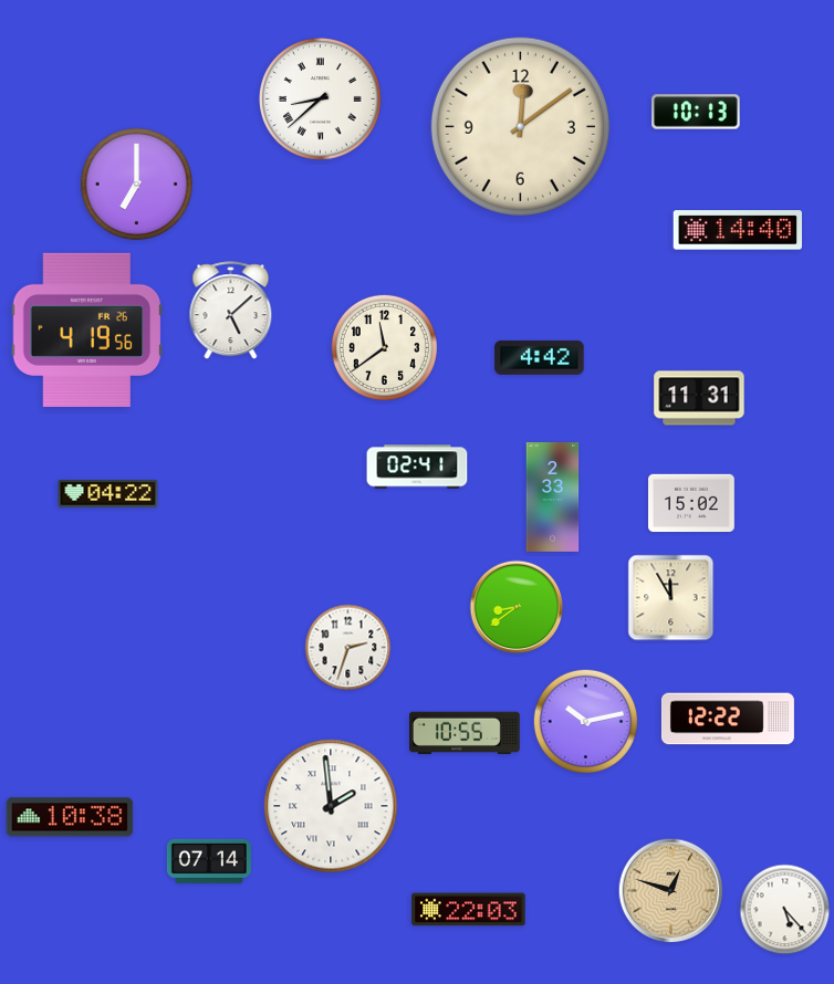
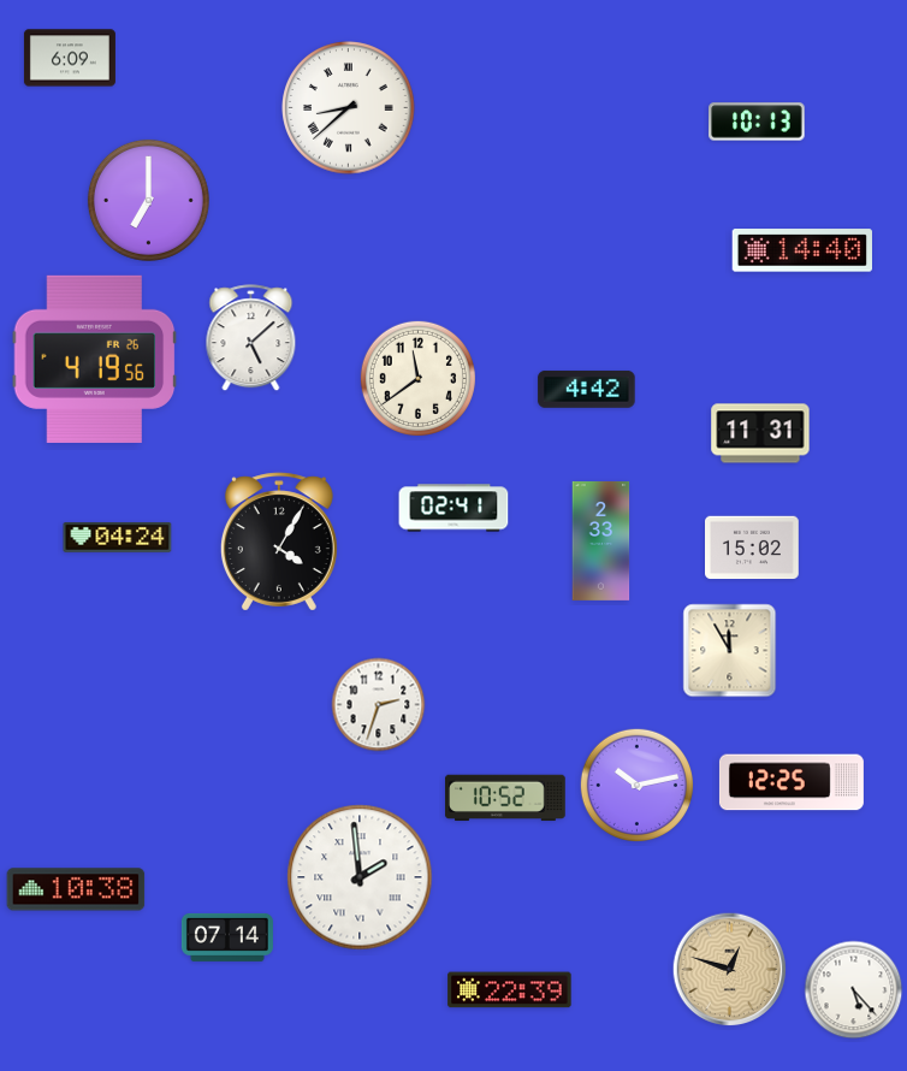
clock at (70, 58): none -> 6:09
clock at (520, 126): 12:09 -> none
clock at (108, 493): 04:22 -> 04:24
clock at (279, 542): none -> 4:05
clock at (517, 607): 8:39 -> none
clock at (728, 719): 12:22 -> 12:25
clock at (466, 733): 10:55 -> 10:52
clock at (469, 910): 22:03 -> 22:39
